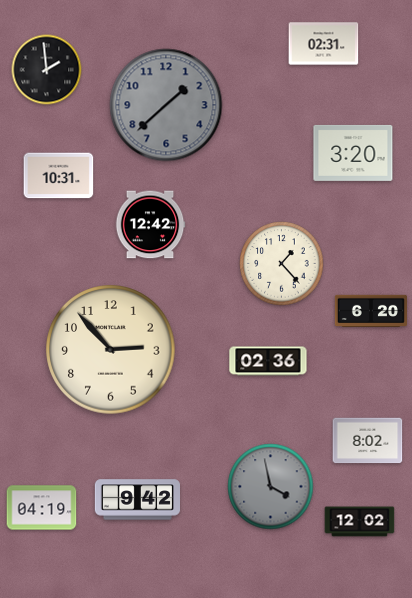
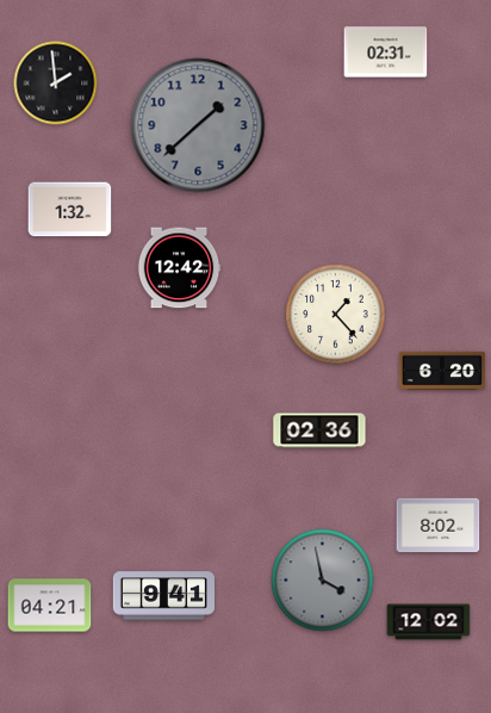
clock at (353, 153): 3:20 -> none
clock at (59, 176): 10:31 -> 1:32
clock at (111, 350): 2:53 -> none
clock at (137, 500): 9:42 -> 9:41
clock at (42, 508): 04:19 -> 04:21
